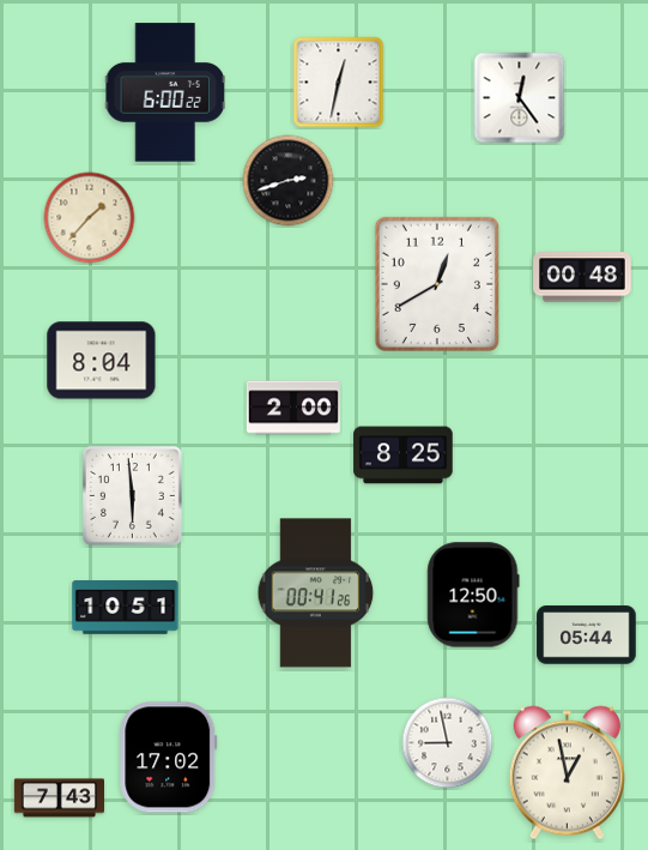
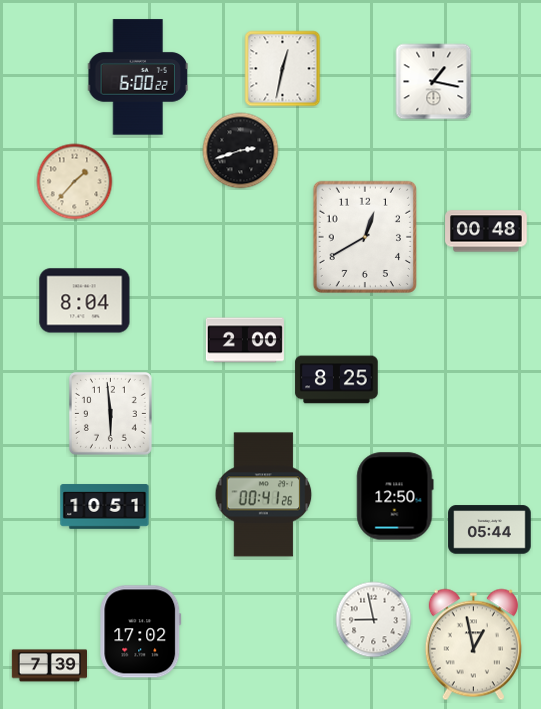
clock at (520, 98): 12:24 -> 1:17
clock at (59, 798): 7:43 -> 7:39
